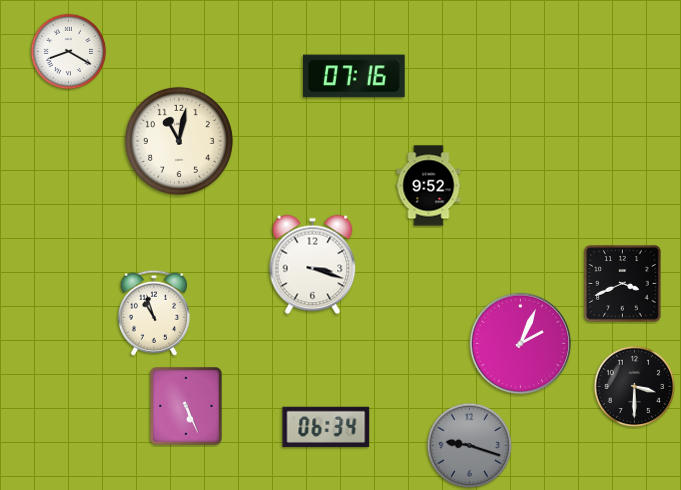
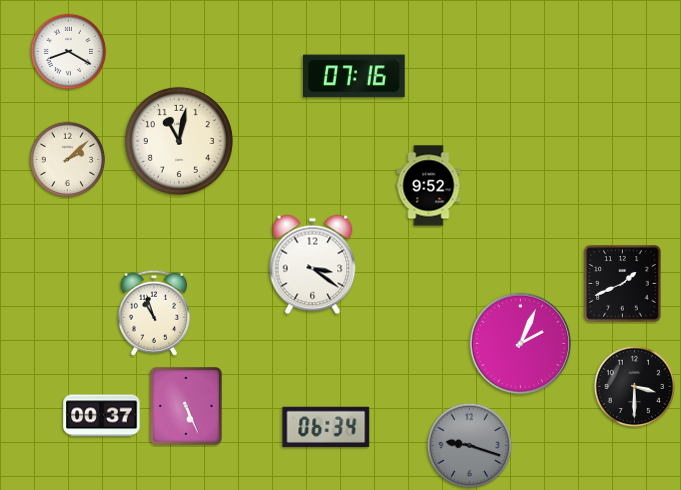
clock at (68, 160): none -> 2:08
clock at (313, 265): 3:18 -> 3:21
clock at (623, 284): 3:41 -> 1:41
clock at (102, 416): none -> 00:37
